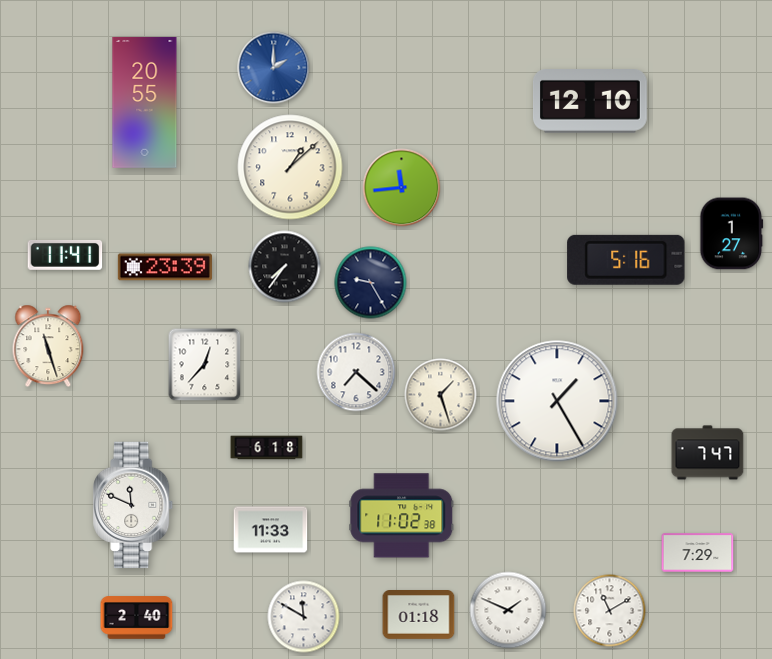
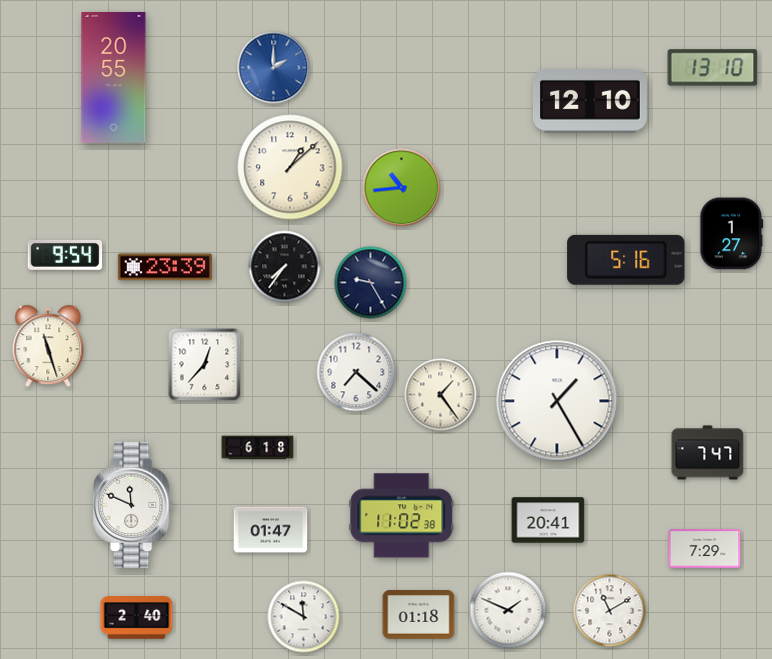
clock at (713, 68): none -> 13:10
clock at (145, 103) position: (145, 103) -> (114, 78)
clock at (402, 188): 11:44 -> 10:44
clock at (65, 255): 11:41 -> 9:54
clock at (441, 395): 1:27 -> 1:24
clock at (267, 448) position: (267, 448) -> (258, 448)
clock at (548, 520): none -> 20:41
clock at (271, 530): 11:33 -> 01:47
clock at (698, 553) position: (698, 553) -> (705, 549)
